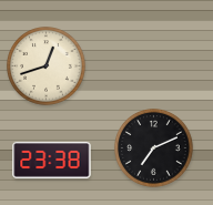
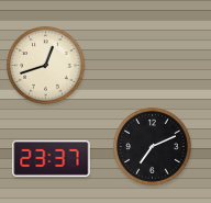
clock at (52, 160): 23:38 -> 23:37
